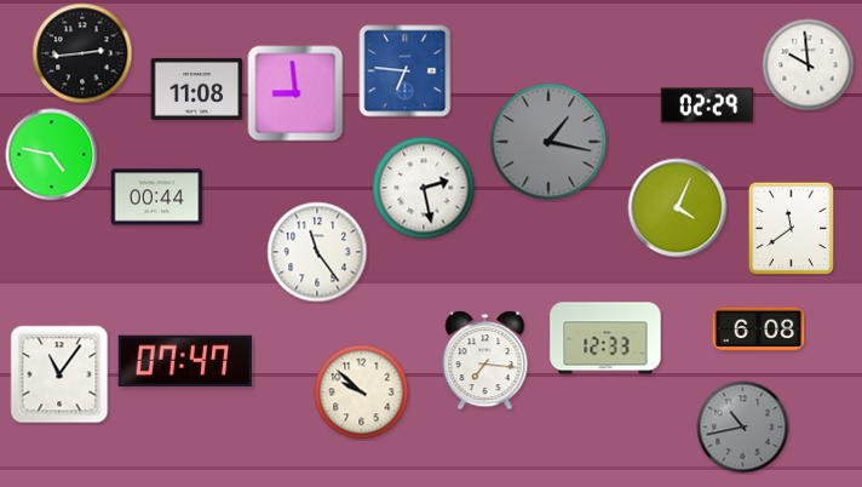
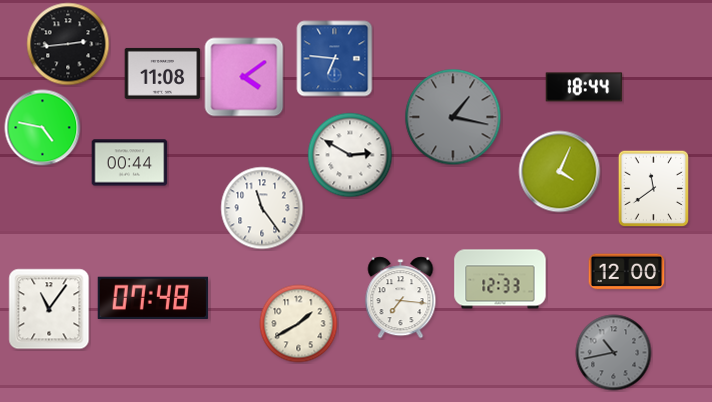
clock at (809, 65): 9:59 -> none
clock at (295, 93): 8:59 -> 4:09
clock at (707, 105): 02:29 -> 18:44
clock at (424, 188): 2:28 -> 2:50
clock at (759, 330): 6:08 -> 12:00
clock at (185, 361): 07:47 -> 07:48
clock at (362, 393): 9:52 -> 1:40
